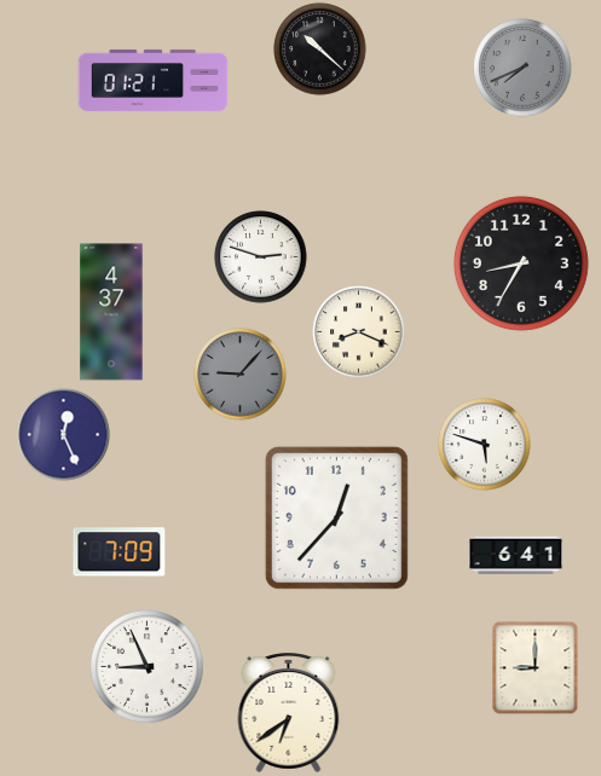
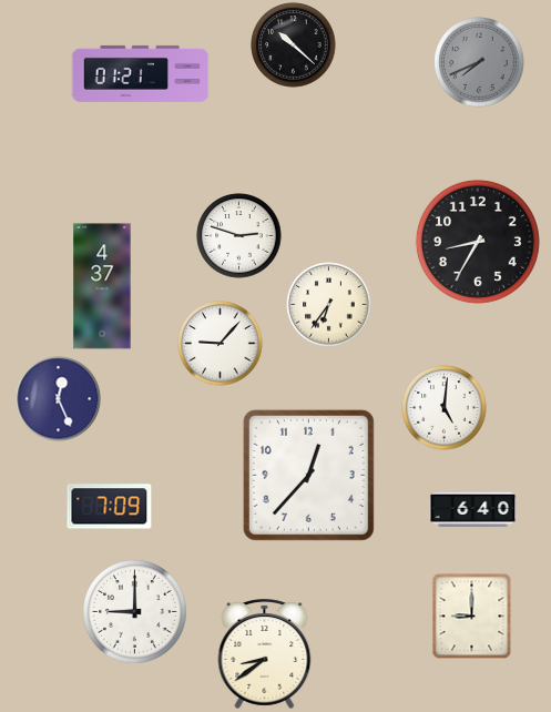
clock at (359, 332): 8:19 -> 6:36
clock at (241, 375) dial: grey -> white
clock at (485, 445): 5:48 -> 5:01
clock at (516, 555): 6:41 -> 6:40
clock at (148, 667): 8:56 -> 9:00
clock at (536, 667) position: (536, 667) -> (472, 616)
clock at (289, 712): 6:39 -> 8:39
